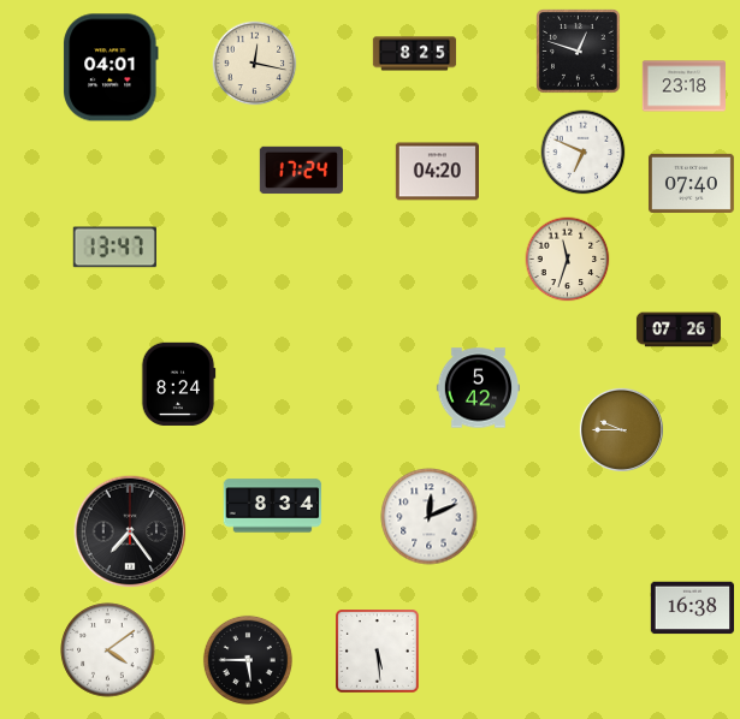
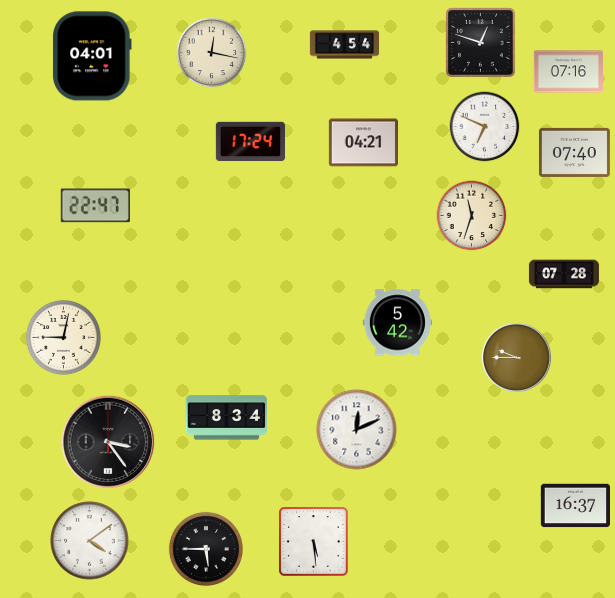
clock at (415, 54): 8:25 -> 4:54
clock at (683, 87): 23:18 -> 07:16
clock at (437, 172): 04:20 -> 04:21
clock at (114, 248): 13:47 -> 22:47
clock at (679, 329): 07:26 -> 07:28
clock at (178, 384): 8:24 -> none
clock at (63, 337): none -> 9:02
clock at (273, 506) position: (273, 506) -> (227, 418)
clock at (130, 531): 7:24 -> 3:24
clock at (692, 608): 16:38 -> 16:37
